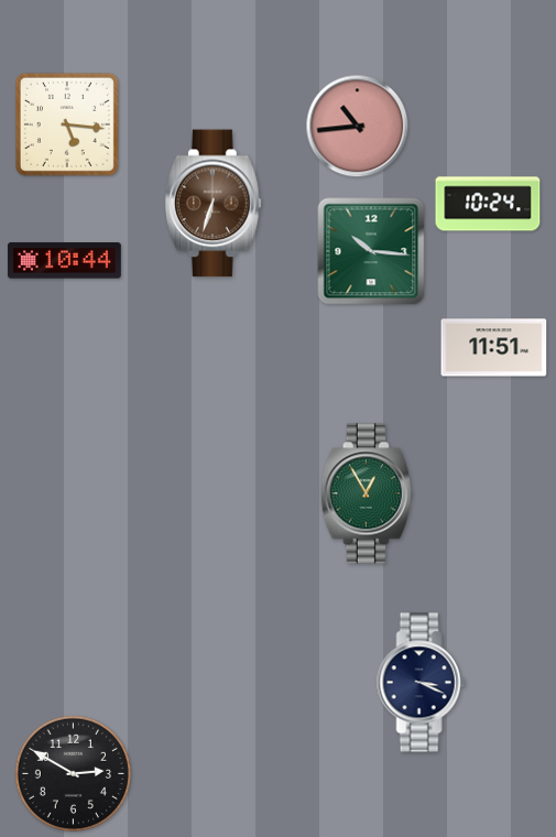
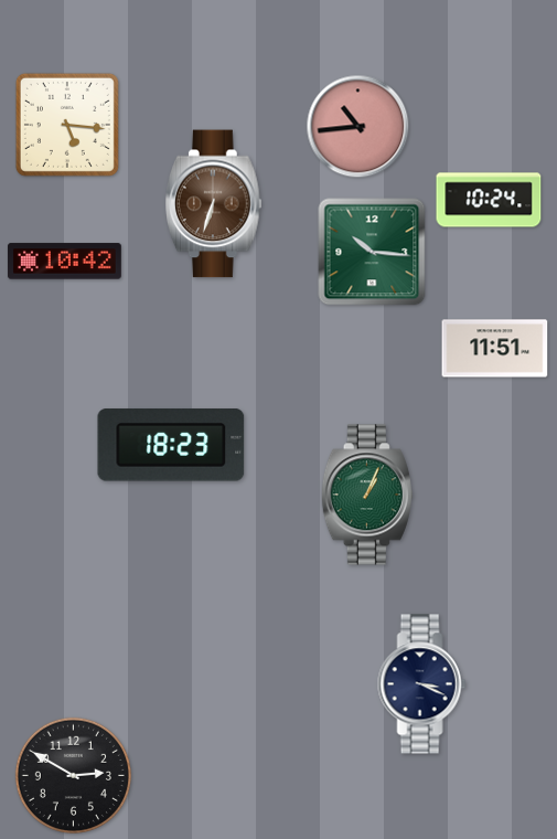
clock at (488, 204) position: (488, 204) -> (489, 200)
clock at (64, 261): 10:44 -> 10:42
clock at (171, 445): none -> 18:23
clock at (367, 493): 12:55 -> 1:04
